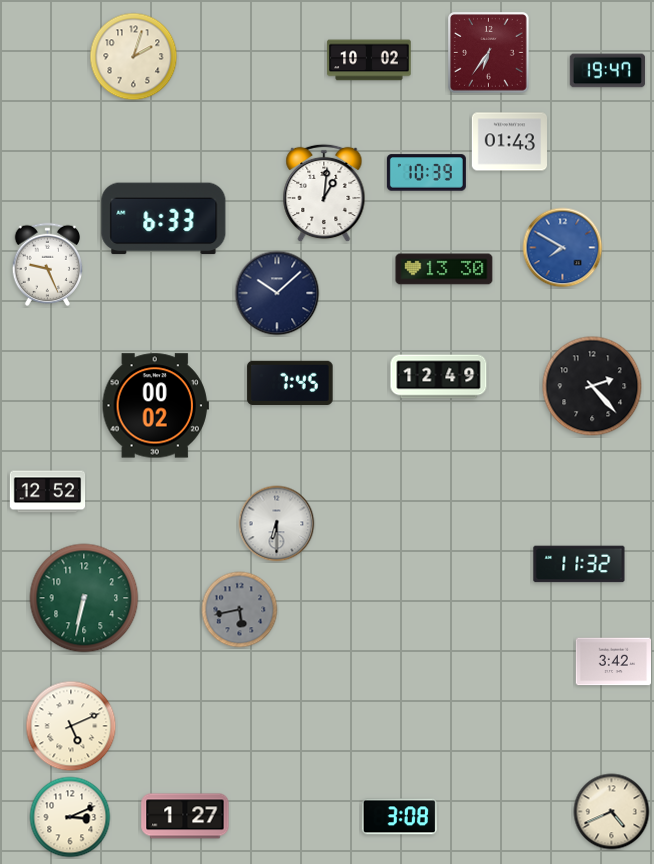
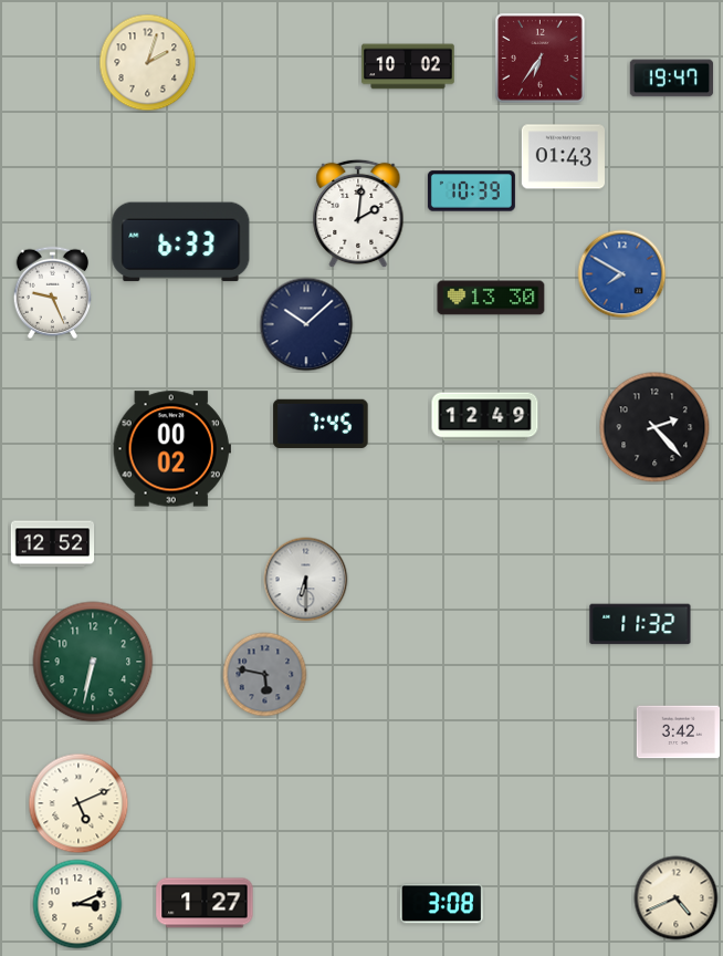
clock at (324, 193): 1:01 -> 2:01
clock at (240, 610): 5:43 -> 5:47
